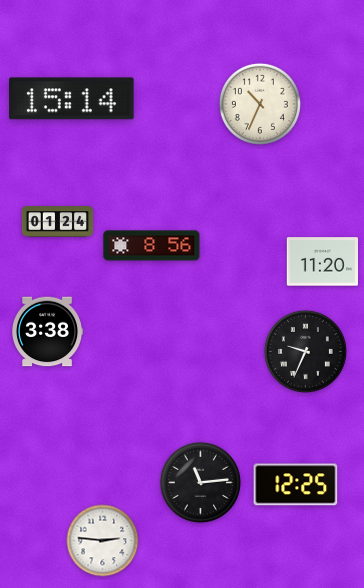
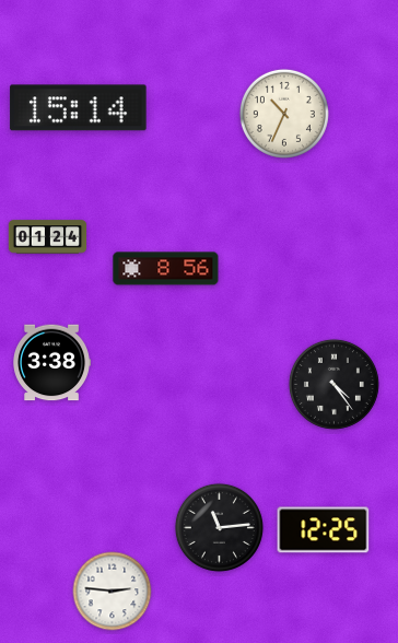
clock at (58, 222) position: (58, 222) -> (48, 237)
clock at (322, 262): 11:20 -> none
clock at (305, 351): 9:34 -> 4:24
